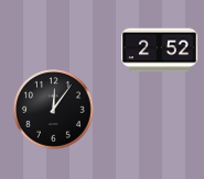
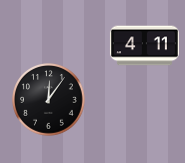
clock at (159, 51): 2:52 -> 4:11
